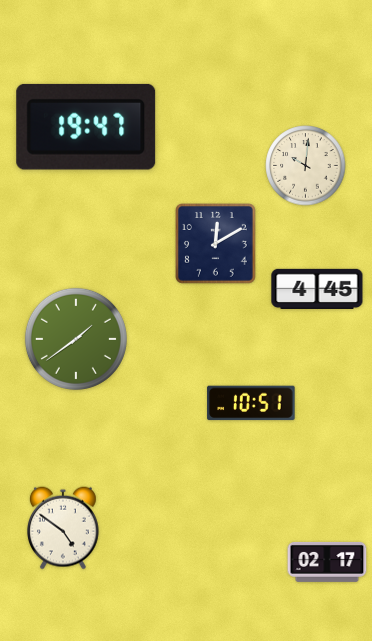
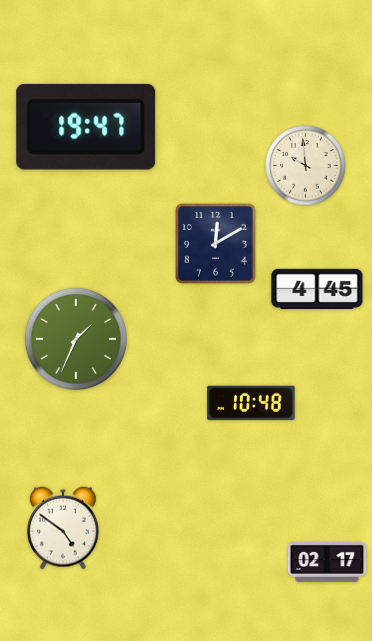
clock at (306, 166): 10:01 -> 9:59
clock at (76, 339): 1:39 -> 1:34
clock at (251, 403): 10:51 -> 10:48
